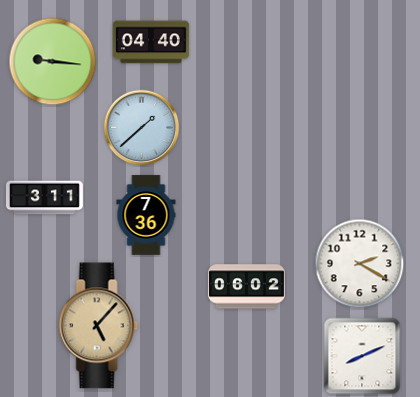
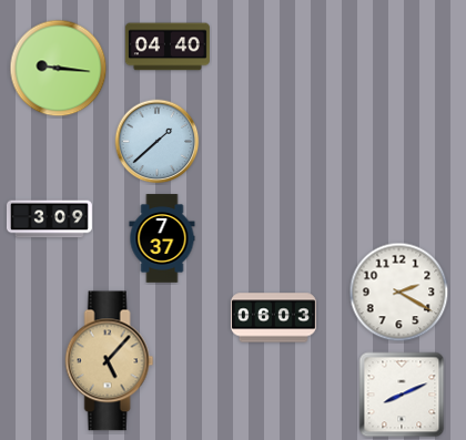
clock at (45, 198): 3:11 -> 3:09
clock at (146, 215): 7:36 -> 7:37
clock at (246, 287): 06:02 -> 06:03
